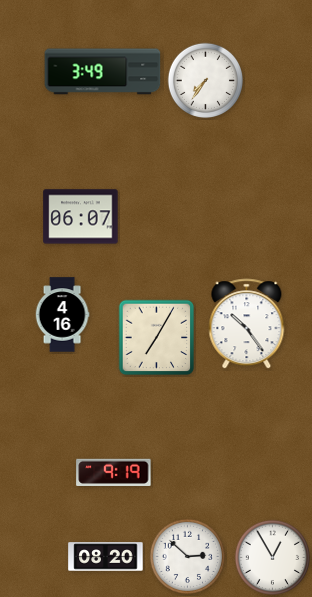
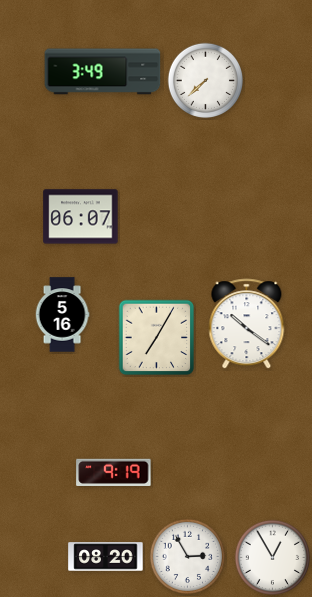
clock at (206, 81): 7:36 -> 7:38
clock at (62, 315): 4:16 -> 5:16
clock at (247, 324): 10:24 -> 10:21
clock at (188, 557): 2:52 -> 2:55
